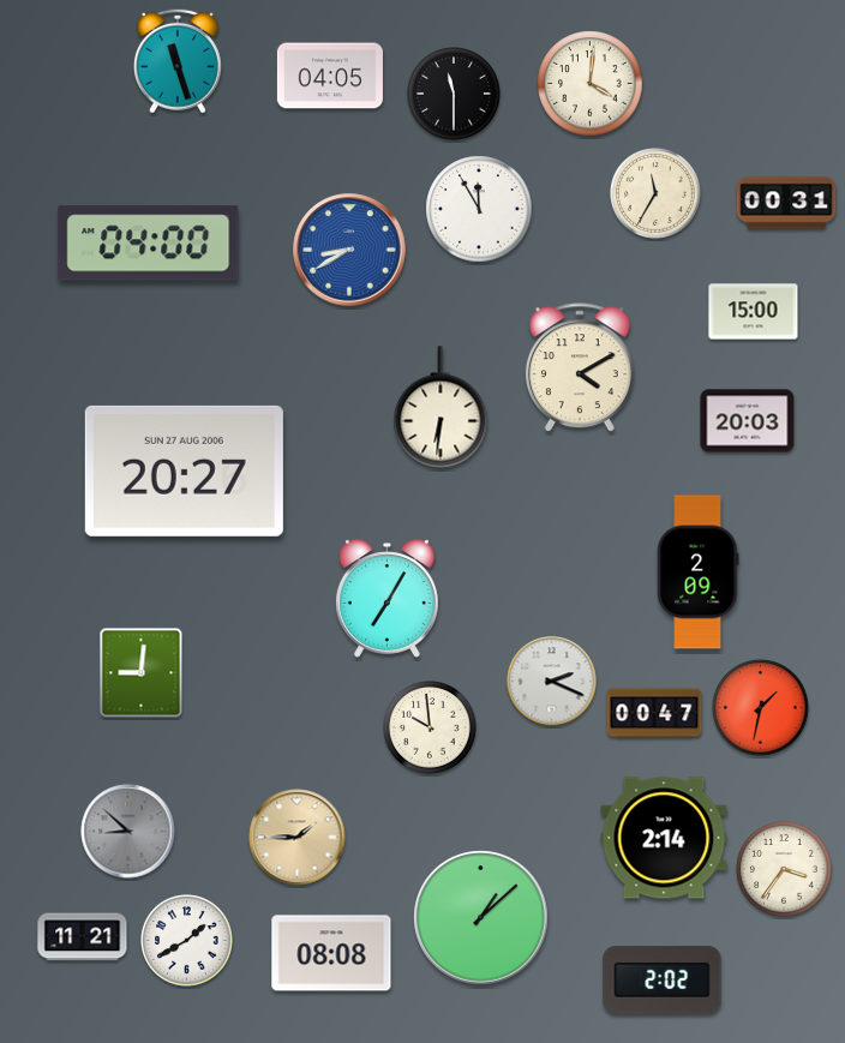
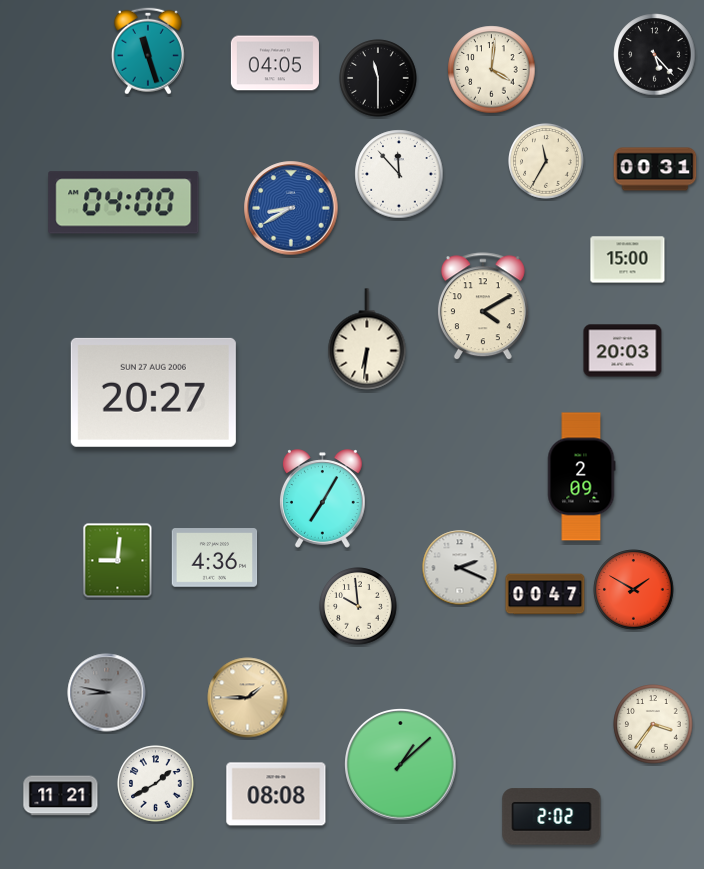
clock at (655, 55): none -> 5:23
clock at (479, 209): 11:55 -> 11:53
clock at (215, 558): none -> 4:36
clock at (761, 708): 1:32 -> 1:50
clock at (128, 832): 8:52 -> 8:47
clock at (664, 838): 2:14 -> none
clock at (83, 937) position: (83, 937) -> (61, 796)
